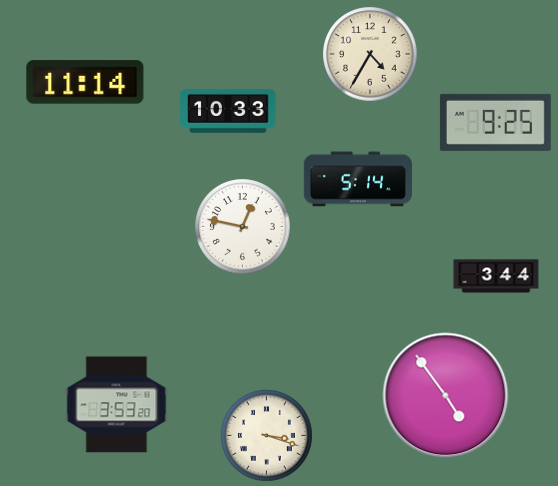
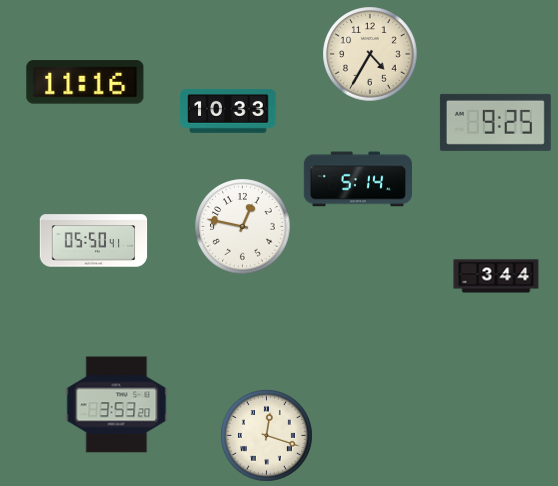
clock at (85, 82): 11:14 -> 11:16
clock at (94, 241): none -> 05:50
clock at (446, 396): 4:54 -> none
clock at (266, 435): 3:18 -> 12:18
